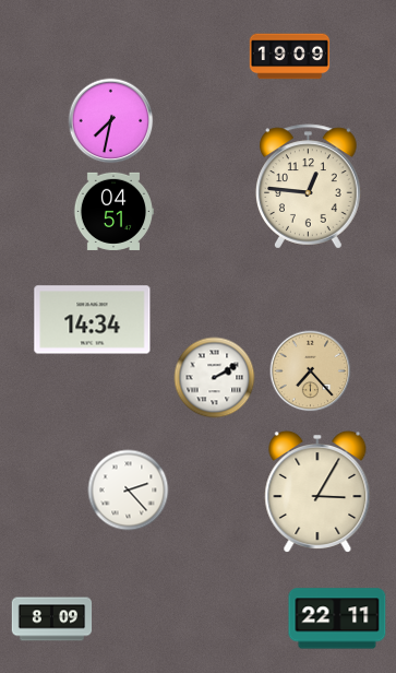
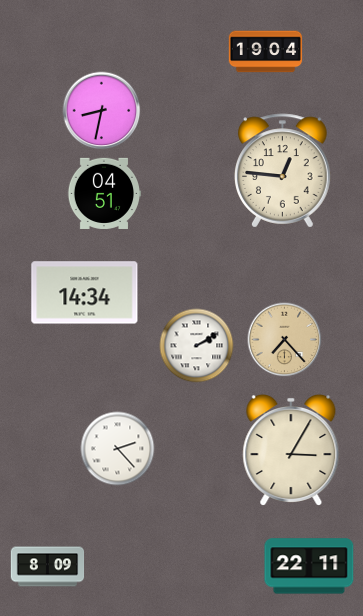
clock at (290, 57): 19:09 -> 19:04
clock at (111, 121): 7:32 -> 8:32
